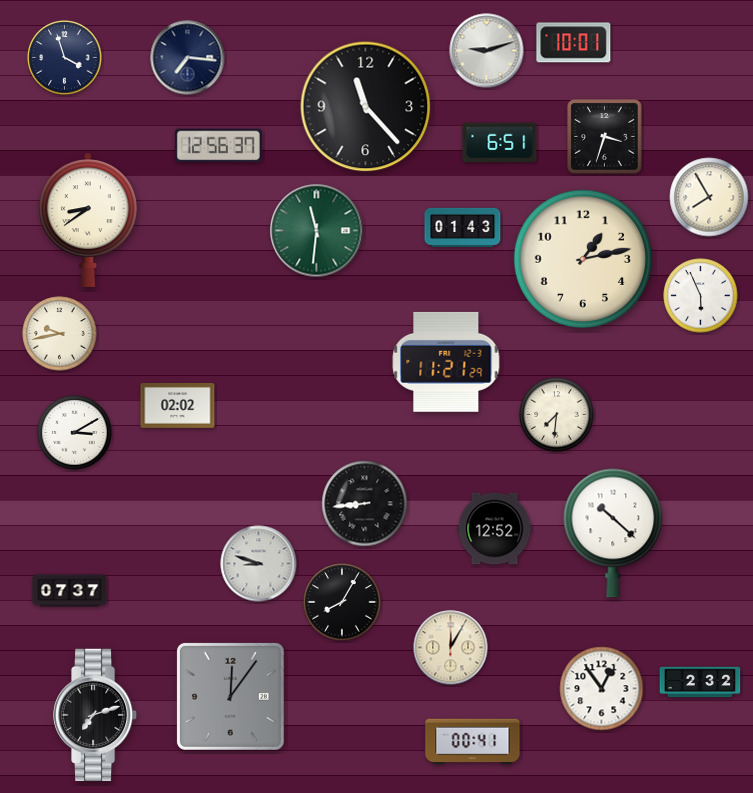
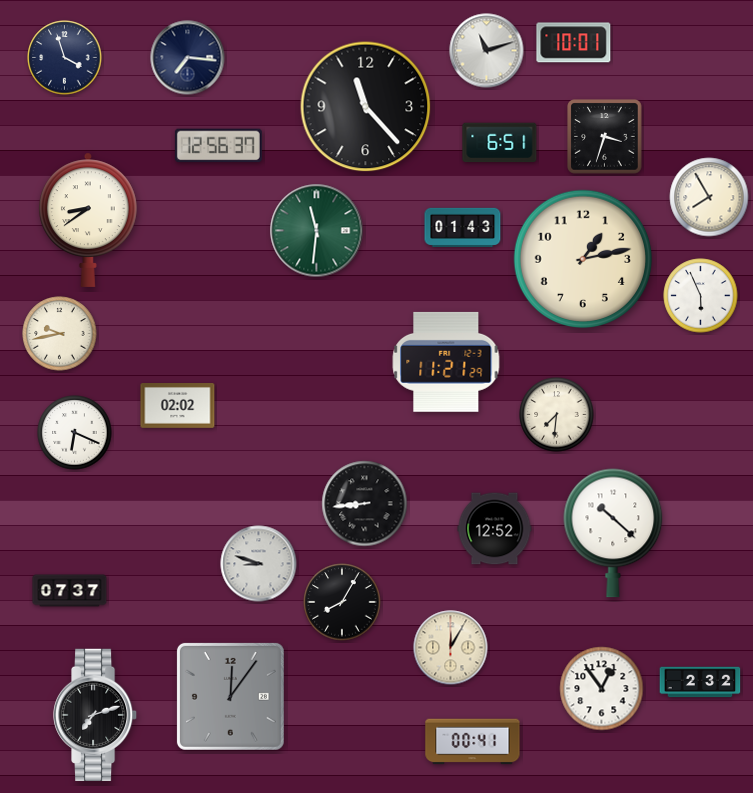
clock at (487, 51): 9:12 -> 11:12
clock at (75, 433): 3:10 -> 6:19
